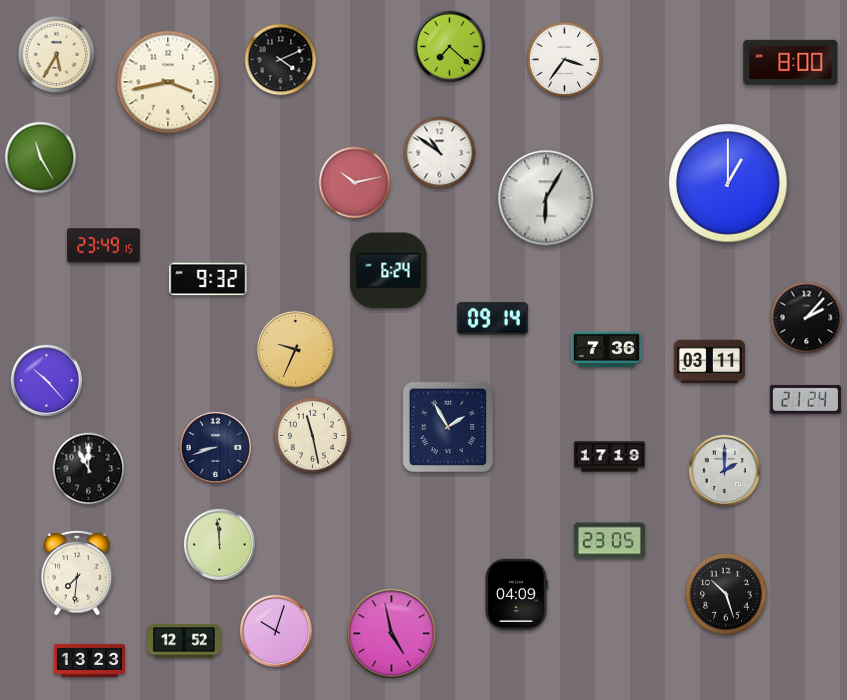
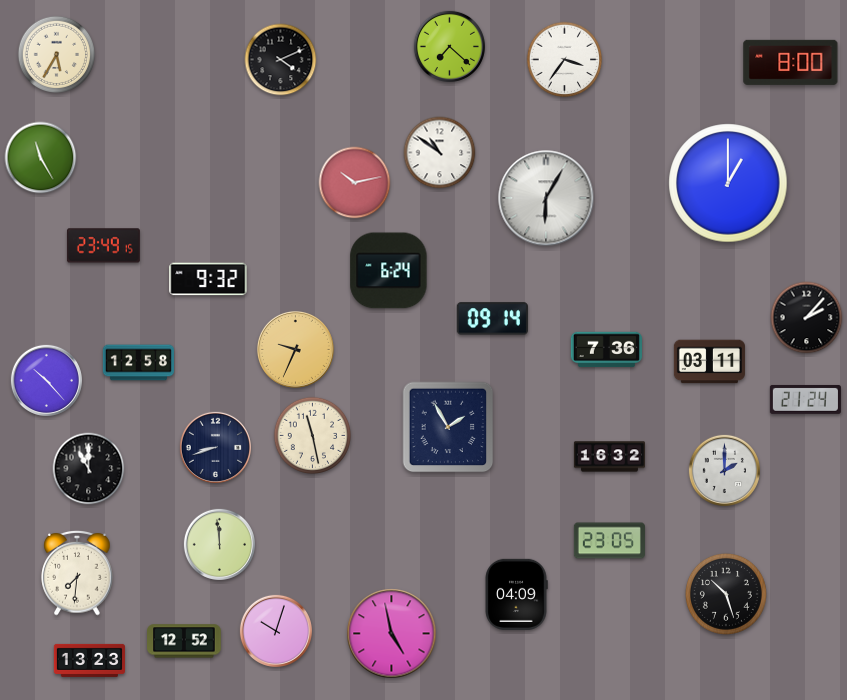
clock at (168, 82): 3:43 -> none
clock at (138, 363): none -> 12:58
clock at (609, 457): 17:19 -> 16:32
